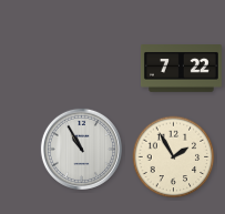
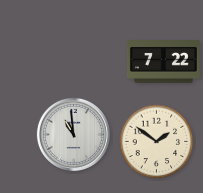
clock at (81, 149): 10:55 -> 10:59
clock at (174, 157): 1:55 -> 1:51
